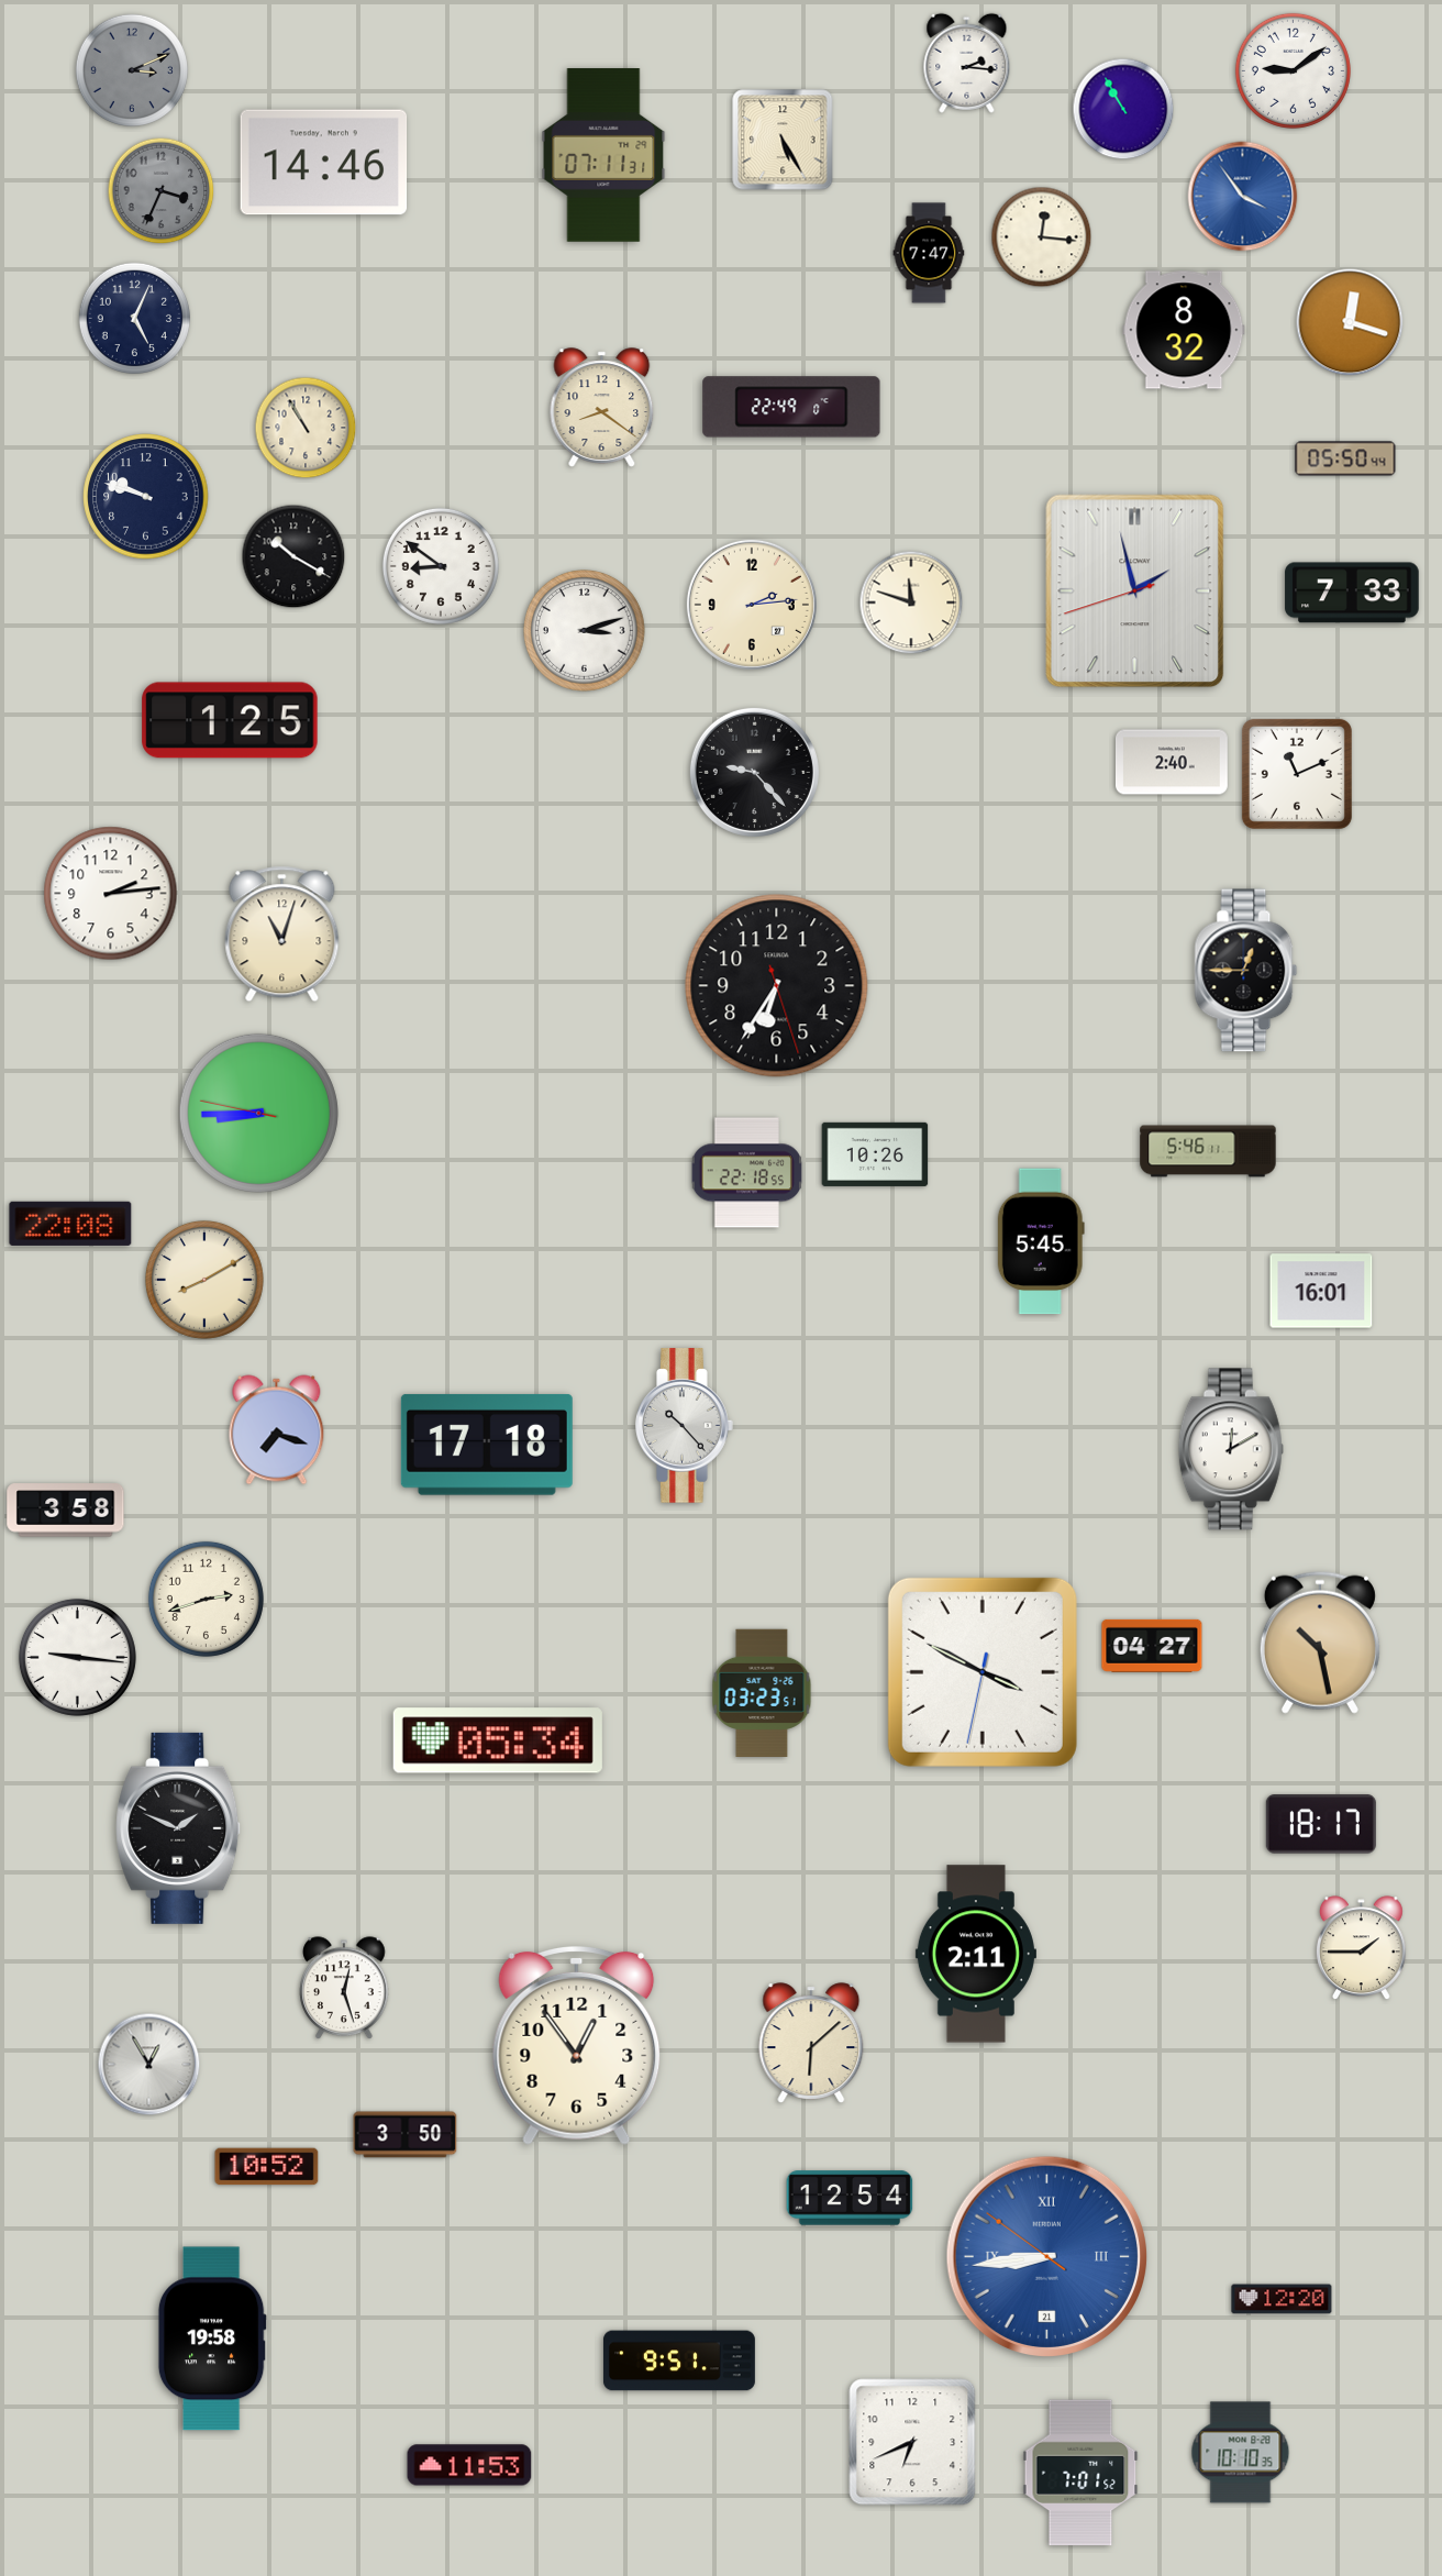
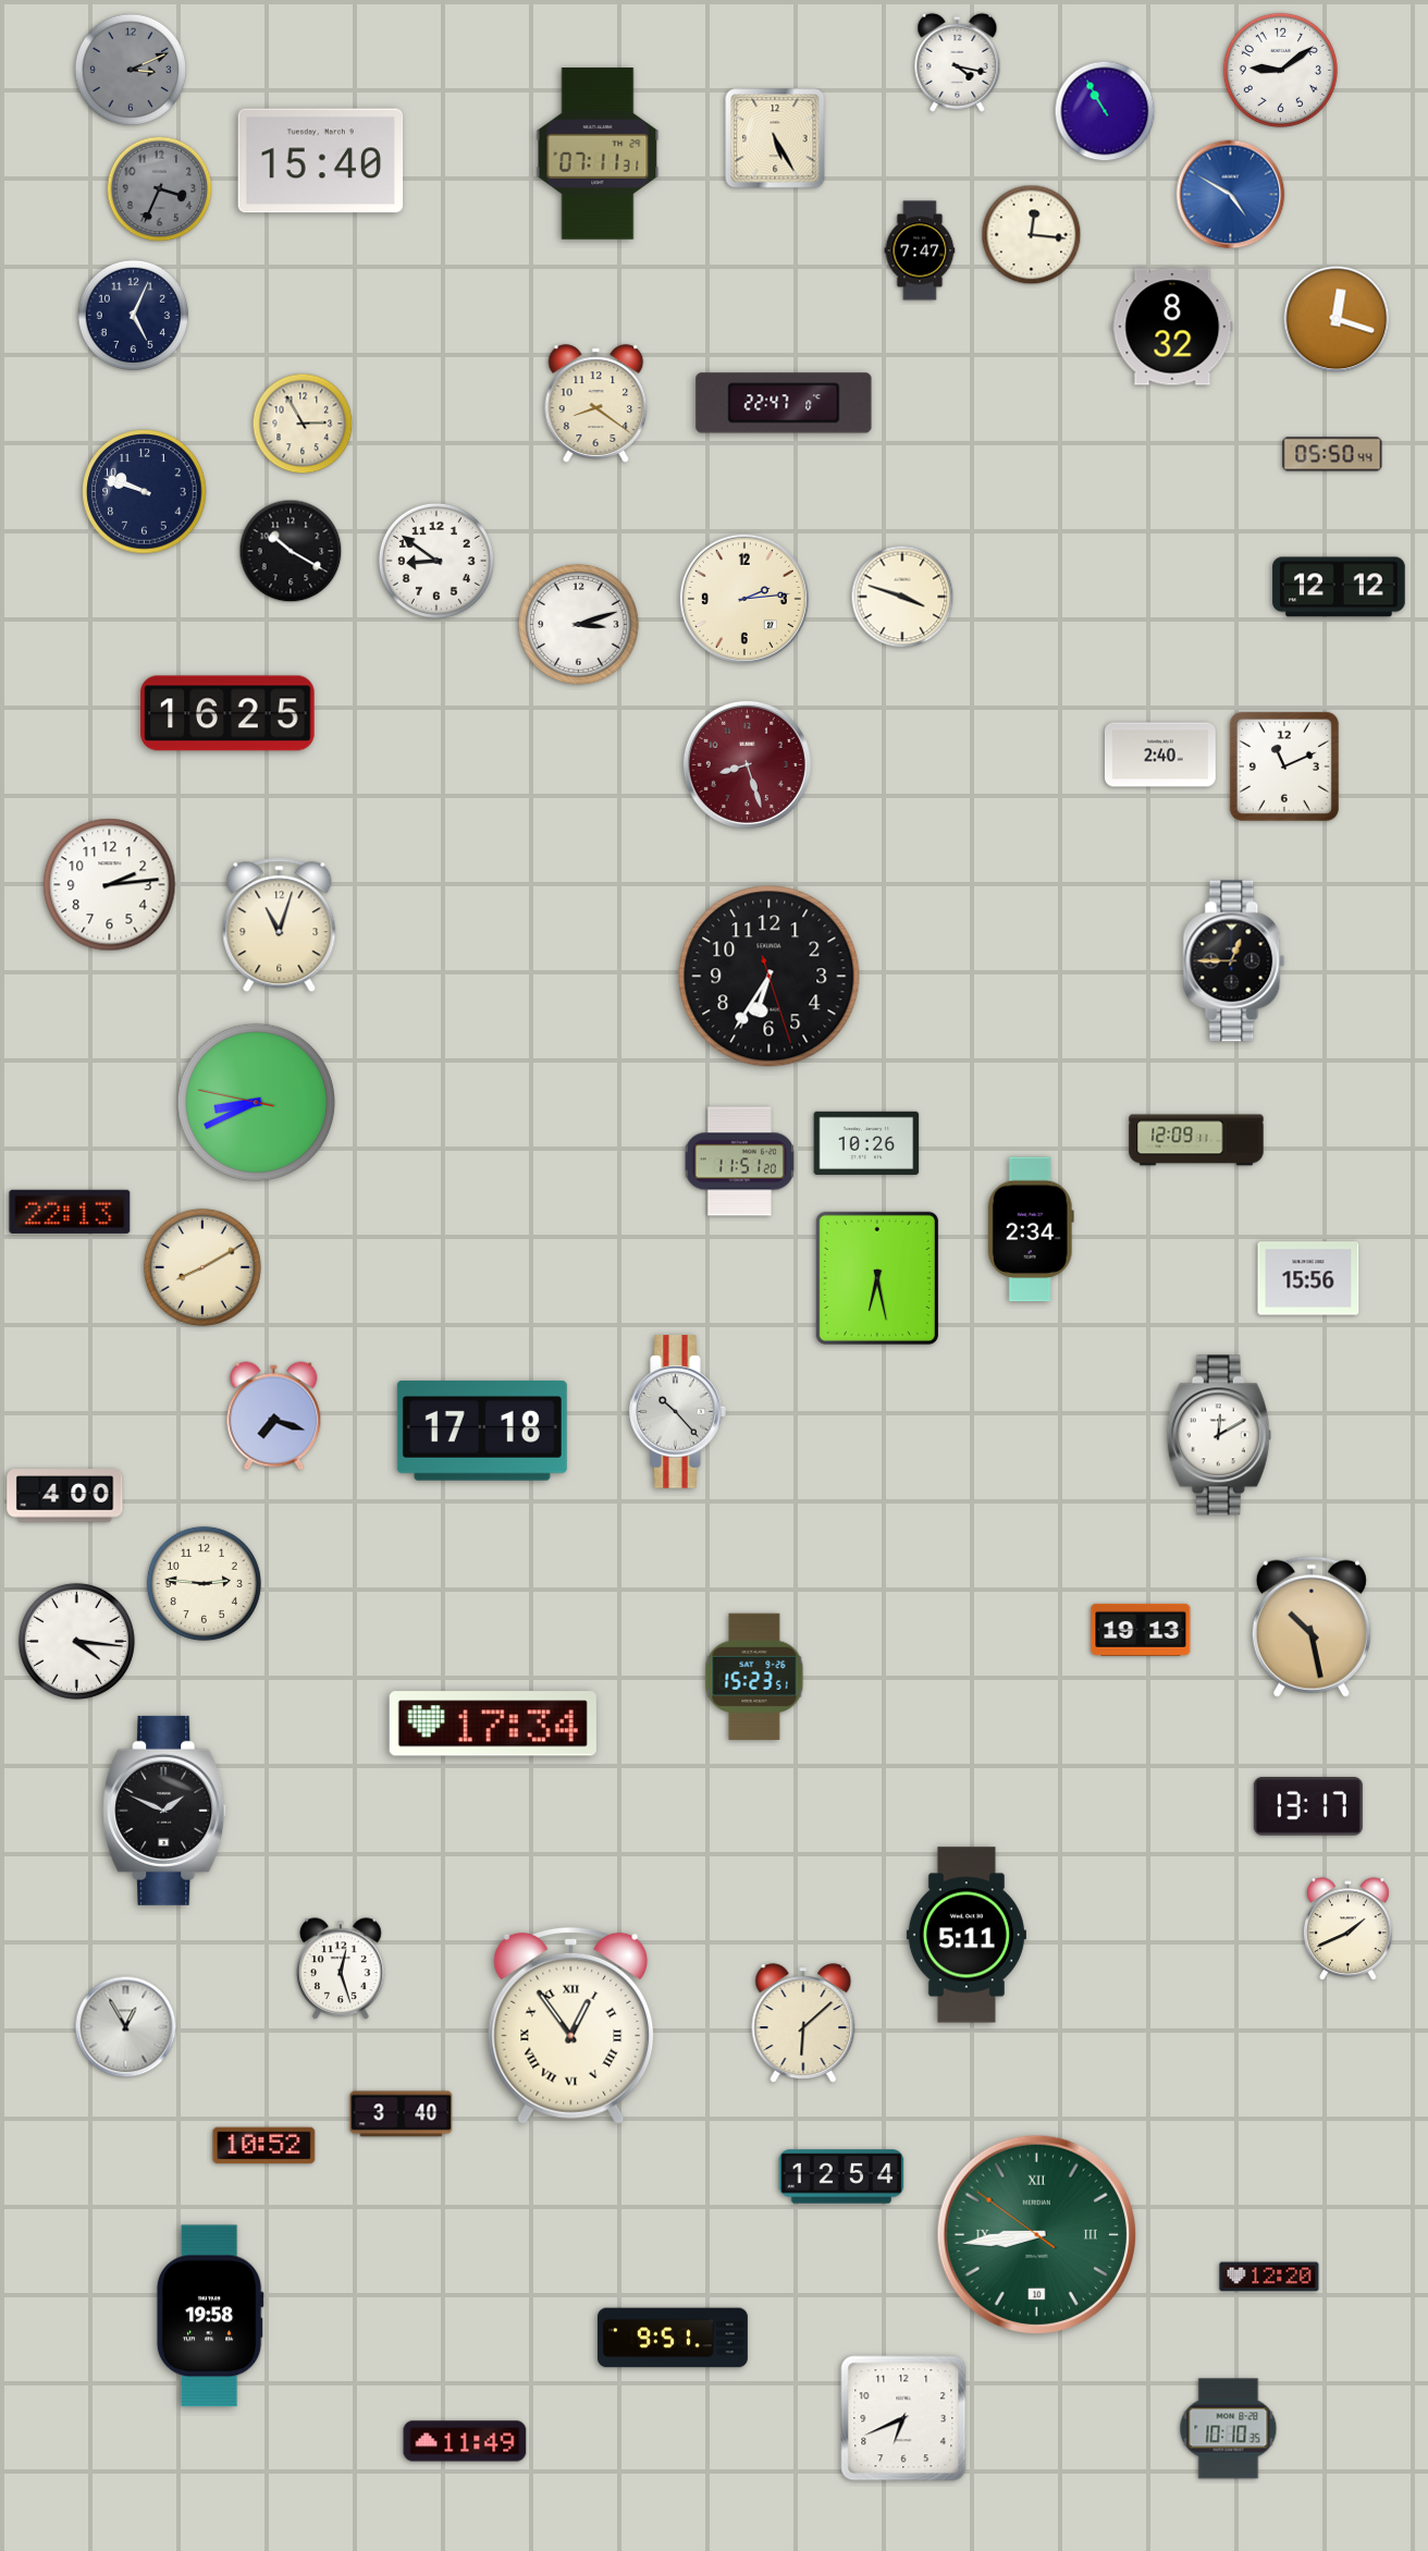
clock at (967, 63): 2:16 -> 4:17
clock at (1123, 109) position: (1123, 109) -> (1105, 111)
clock at (324, 163): 14:46 -> 15:40
clock at (1243, 197): 3:54 -> 4:50
clock at (791, 407): 22:49 -> 22:47
clock at (306, 428): 10:55 -> 2:55
clock at (1135, 592): 1:57 -> none
clock at (1352, 593): 7:33 -> 12:12
clock at (911, 602): 11:48 -> 3:48
clock at (230, 720): 1:25 -> 16:25
clock at (754, 772): 9:23 -> 8:27
clock at (754, 772) dial: black -> burgundy
clock at (258, 1113): 8:44 -> 8:40
clock at (1208, 1151): 5:46 -> 12:09
clock at (746, 1173): 22:18 -> 11:51
clock at (70, 1224): 22:08 -> 22:13
clock at (1041, 1241): 5:45 -> 2:34
clock at (877, 1278): none -> 6:28
clock at (1321, 1291): 16:01 -> 15:56
clock at (66, 1511): 3:58 -> 4:00
clock at (206, 1599): 2:42 -> 2:46
clock at (1320, 1643) position: (1320, 1643) -> (1312, 1627)
clock at (1152, 1646): 04:27 -> 19:13
clock at (77, 1657): 9:16 -> 4:16
clock at (983, 1672): 3:49 -> none
clock at (762, 1692): 03:23 -> 15:23
clock at (498, 1740): 05:34 -> 17:34
clock at (1321, 1824): 18:17 -> 13:17
clock at (179, 1828) position: (179, 1828) -> (165, 1811)
clock at (1361, 1948): 1:45 -> 1:41
clock at (976, 1954): 2:11 -> 5:11
clock at (577, 2045) numerals: Arabic -> Roman
clock at (149, 2065) position: (149, 2065) -> (126, 2027)
clock at (406, 2135): 3:50 -> 3:40
clock at (1047, 2257) date: 21 -> 10
clock at (1047, 2257) dial: blue -> green
clock at (469, 2465): 11:53 -> 11:49
clock at (1080, 2473): 7:01 -> none
